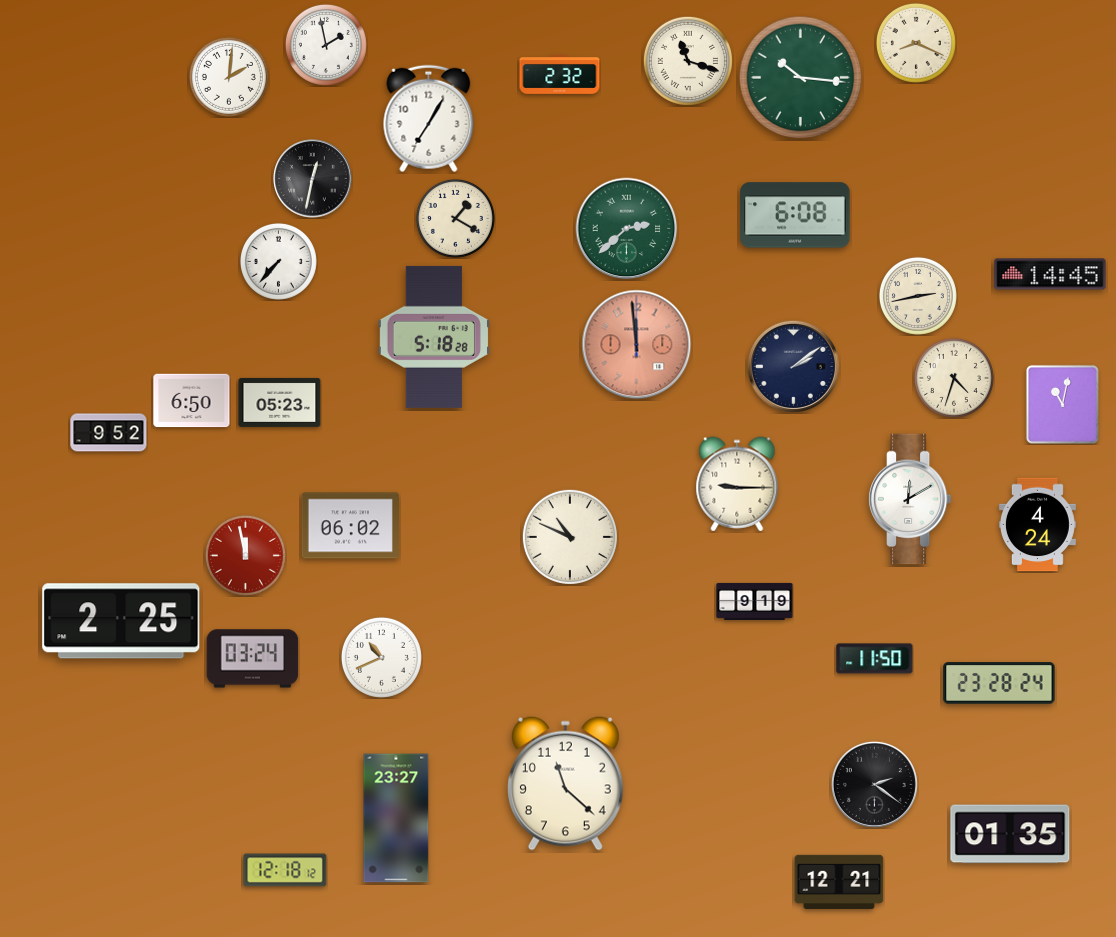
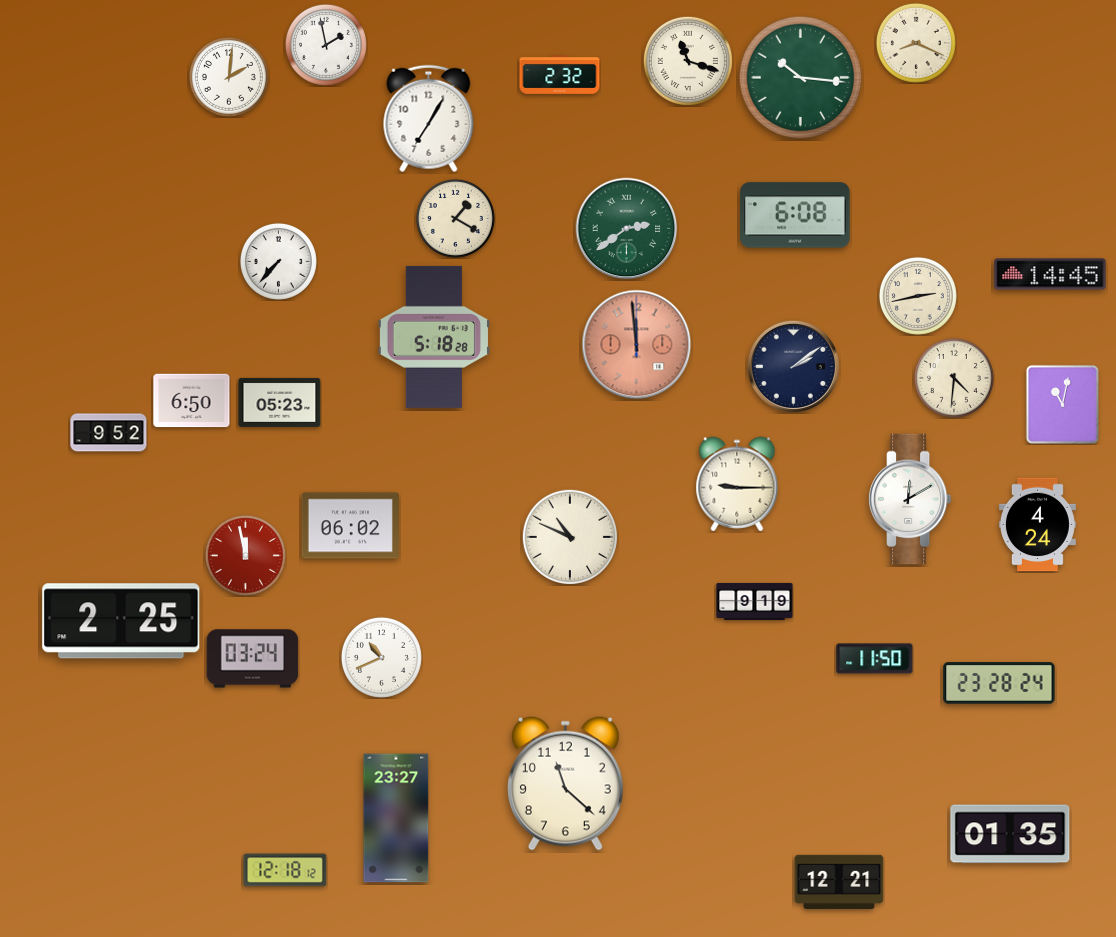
clock at (313, 179): 12:32 -> none
clock at (627, 229): 2:38 -> 2:39
clock at (954, 378): 4:33 -> 4:31
clock at (874, 784): 2:21 -> none
